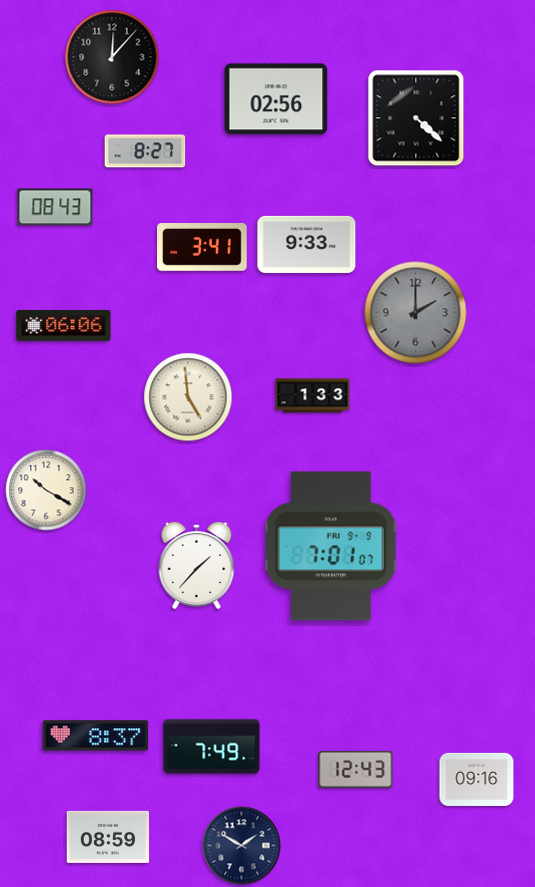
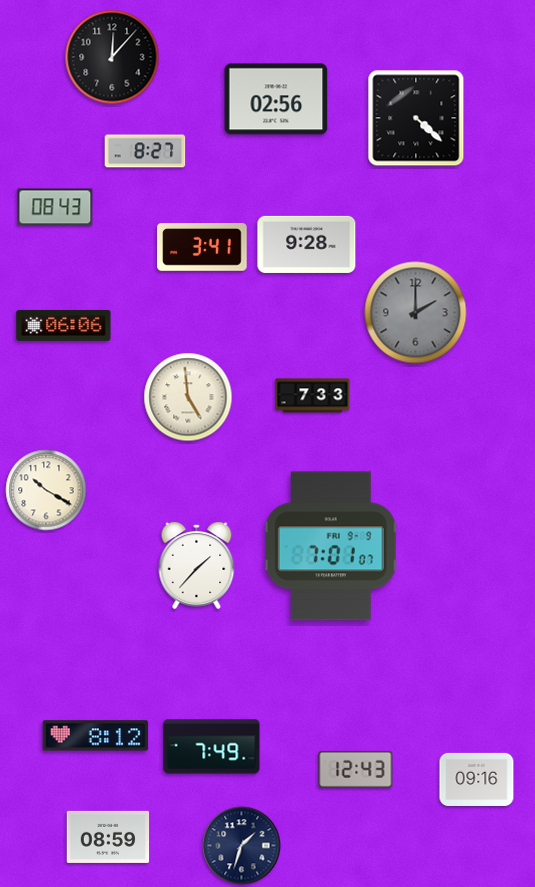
clock at (307, 244): 9:33 -> 9:28
clock at (313, 396): 1:33 -> 7:33
clock at (96, 736): 8:37 -> 8:12
clock at (242, 846): 1:50 -> 1:33
